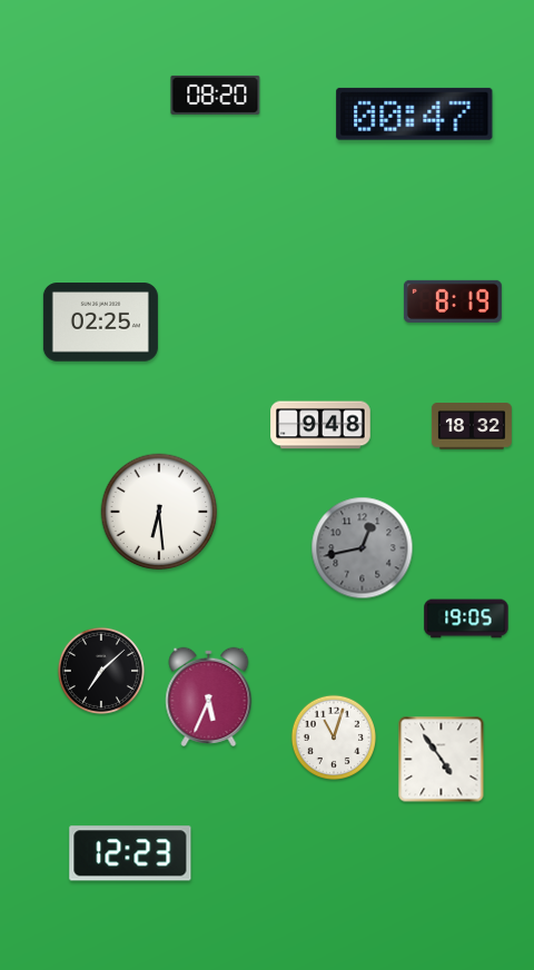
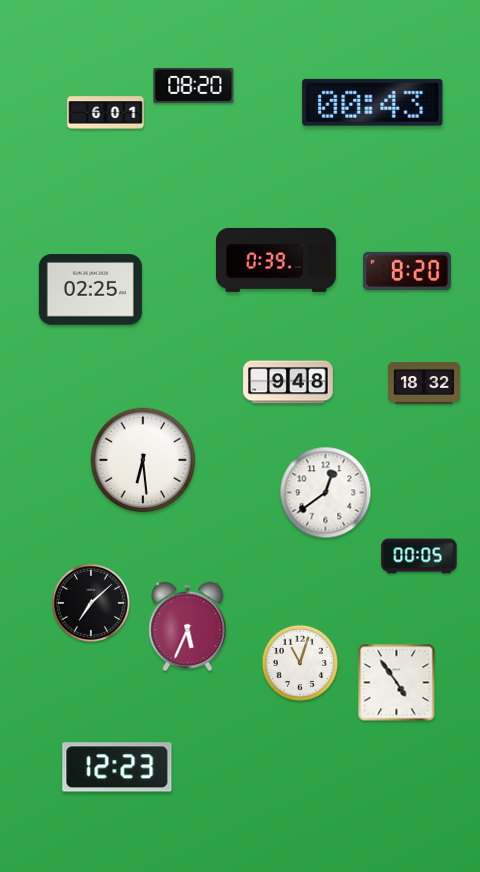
clock at (415, 113): 00:47 -> 00:43
clock at (106, 113): none -> 6:01
clock at (276, 260): none -> 0:39
clock at (453, 301): 8:19 -> 8:20
clock at (363, 548): 12:43 -> 12:39
clock at (363, 548) dial: grey -> white
clock at (466, 618): 19:05 -> 00:05
